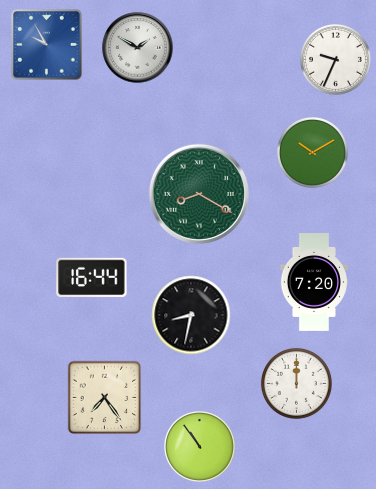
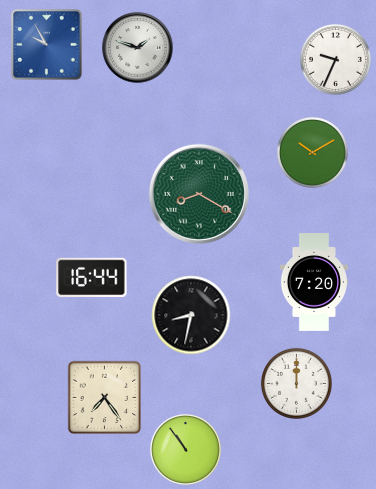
clock at (138, 48): 1:50 -> 1:48
clock at (199, 446) position: (199, 446) -> (185, 449)
